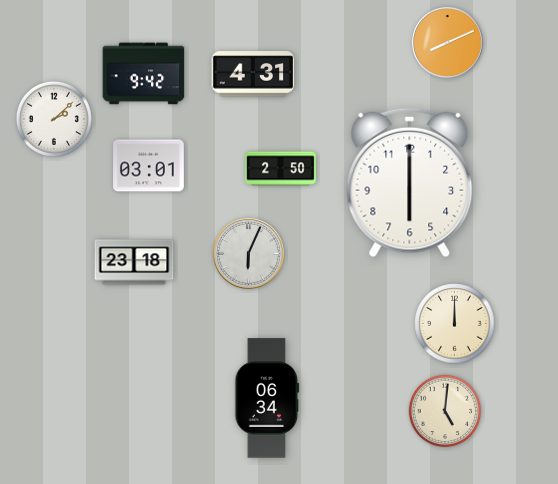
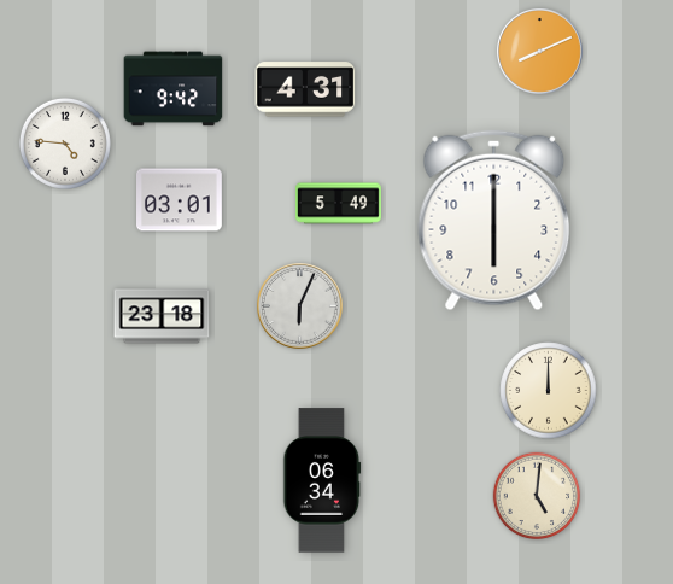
clock at (54, 119): 2:08 -> 4:46
clock at (281, 169): 2:50 -> 5:49
